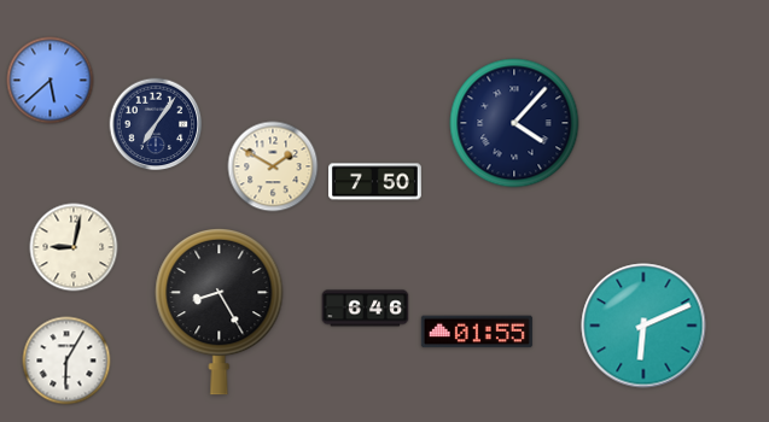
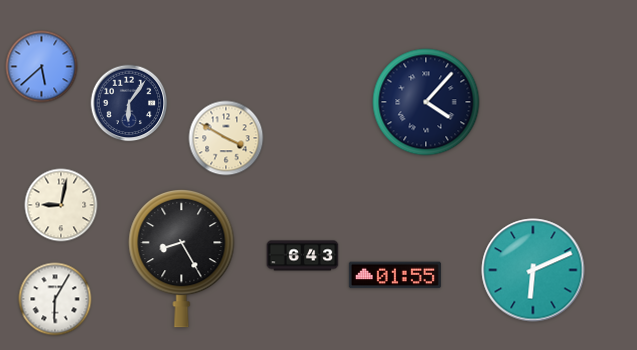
clock at (156, 124): 7:06 -> 6:06
clock at (273, 166): 1:50 -> 3:50
clock at (375, 182): 7:50 -> none
clock at (366, 309): 6:46 -> 6:43
